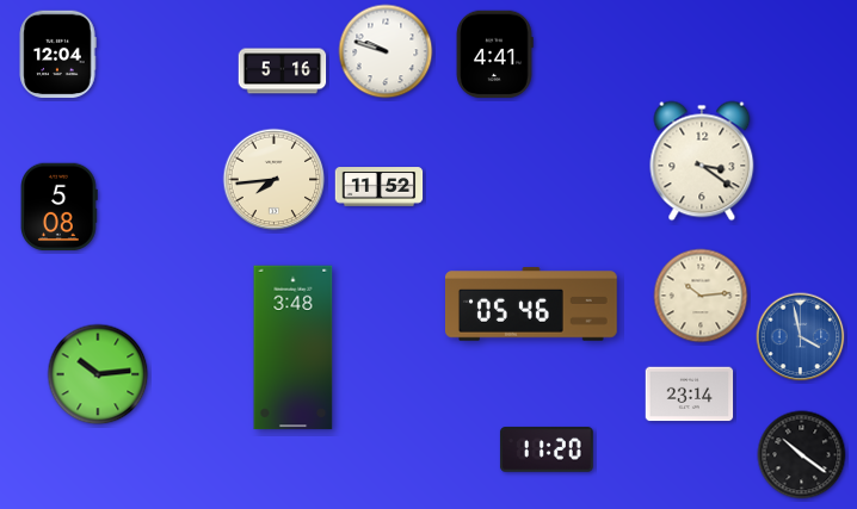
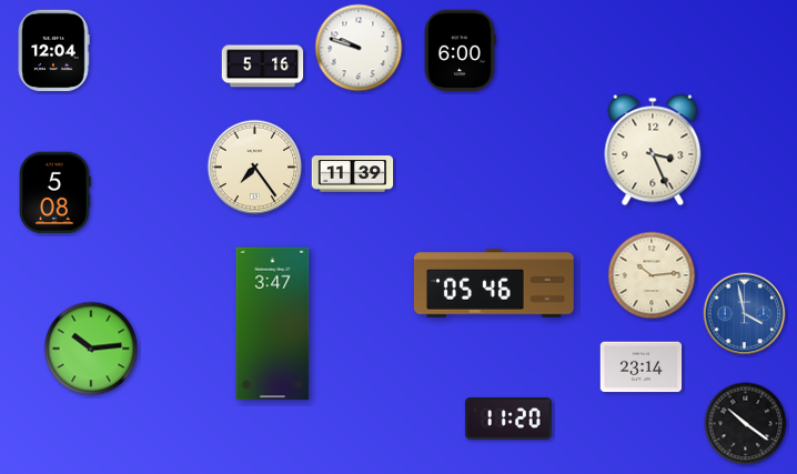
clock at (494, 55): 4:41 -> 6:00
clock at (702, 161): 3:21 -> 3:26
clock at (275, 180): 7:44 -> 7:24
clock at (380, 187): 11:52 -> 11:39
clock at (294, 348): 3:48 -> 3:47
